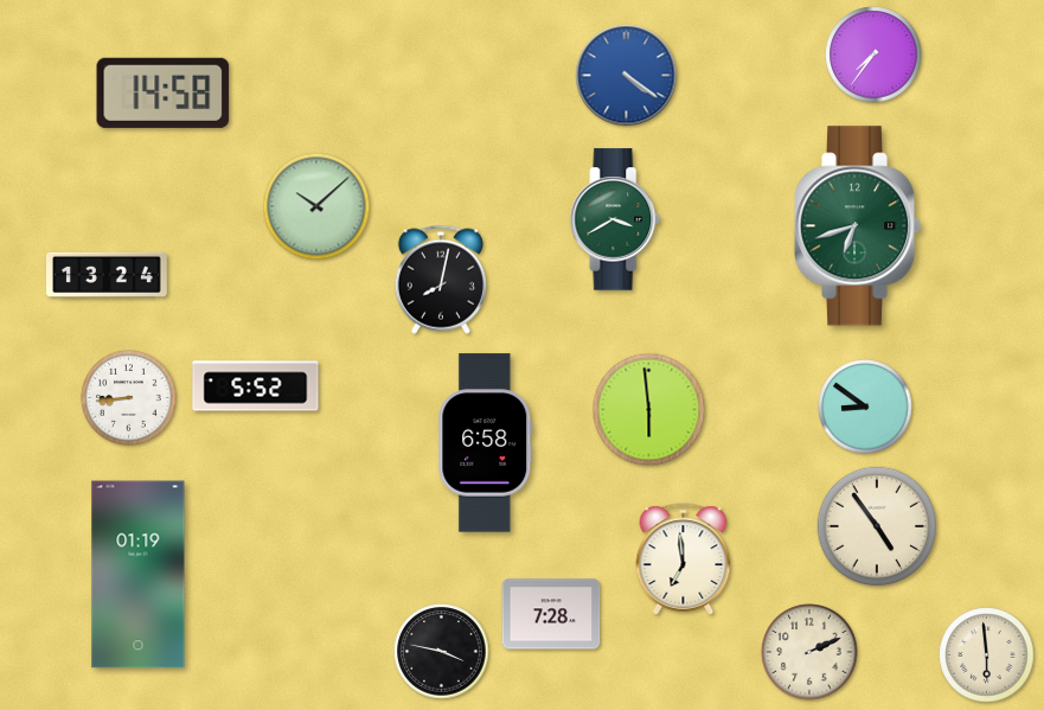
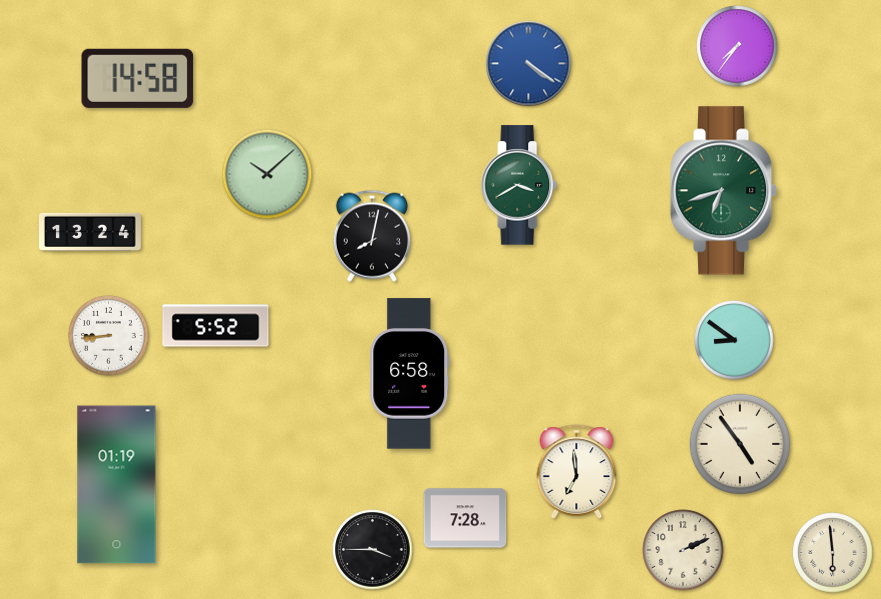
clock at (865, 407) position: (865, 407) -> (734, 340)
clock at (649, 410): 5:59 -> none
clock at (442, 652): 3:47 -> 3:45
